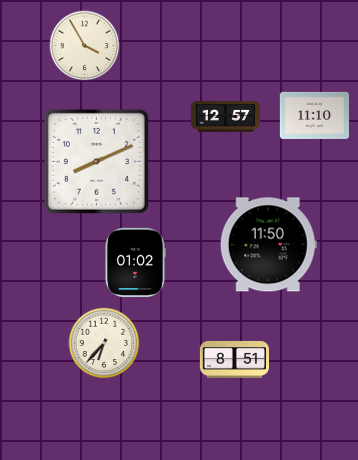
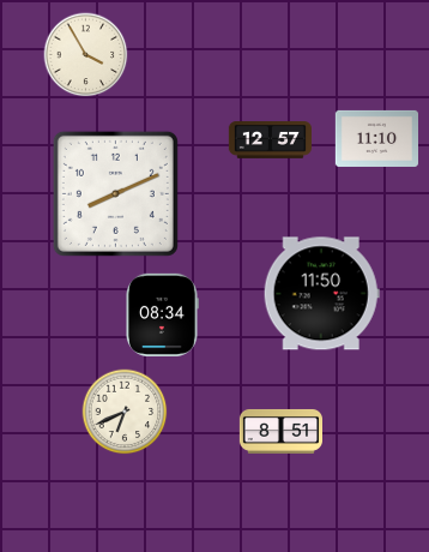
clock at (85, 46) position: (85, 46) -> (86, 55)
clock at (136, 262): 01:02 -> 08:34
clock at (104, 343): 6:37 -> 6:41
